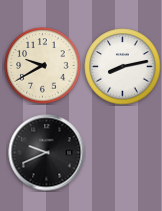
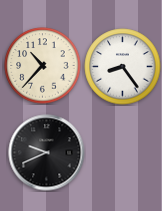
clock at (43, 66): 9:40 -> 10:37
clock at (123, 67): 8:13 -> 8:24
